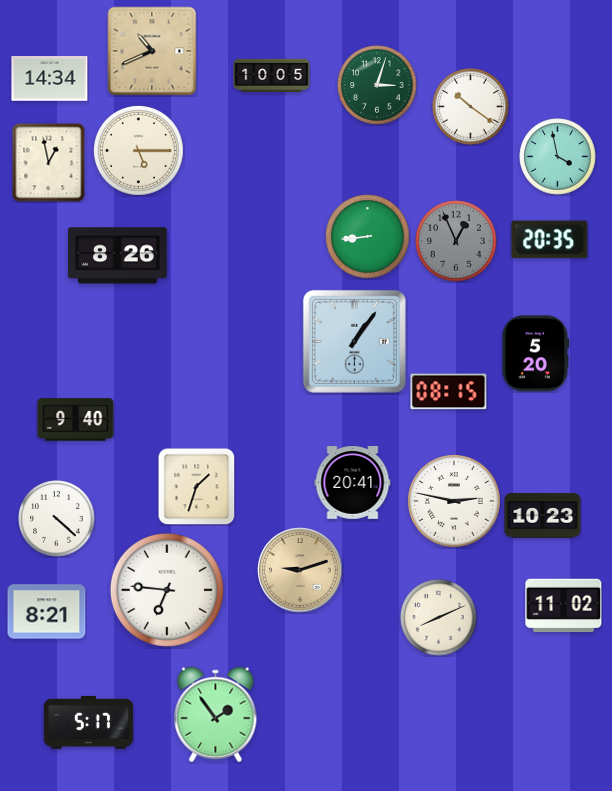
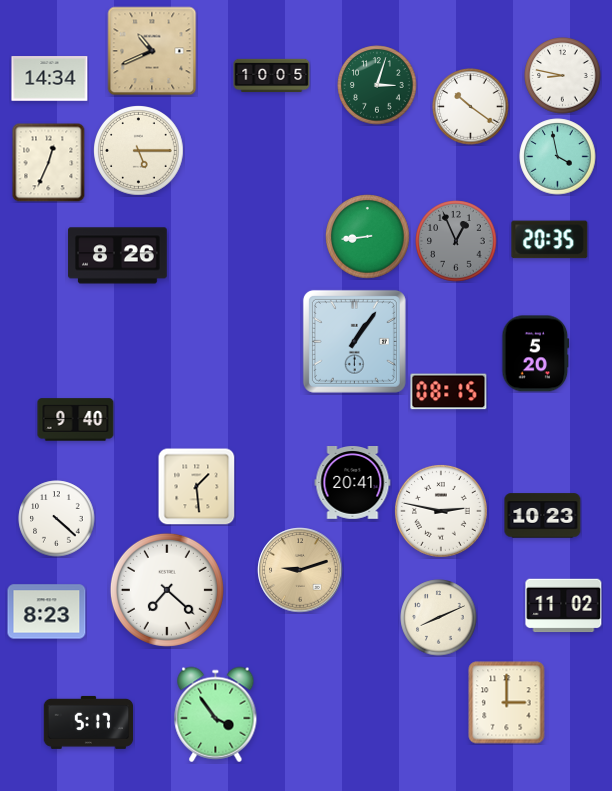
clock at (563, 76): none -> 8:47
clock at (49, 163): 12:58 -> 12:34
clock at (196, 486): 1:33 -> 1:29
clock at (455, 502) position: (455, 502) -> (442, 512)
clock at (167, 590): 6:46 -> 7:22
clock at (47, 612): 8:21 -> 8:23
clock at (507, 703): none -> 3:00
clock at (216, 715): 1:54 -> 3:54
